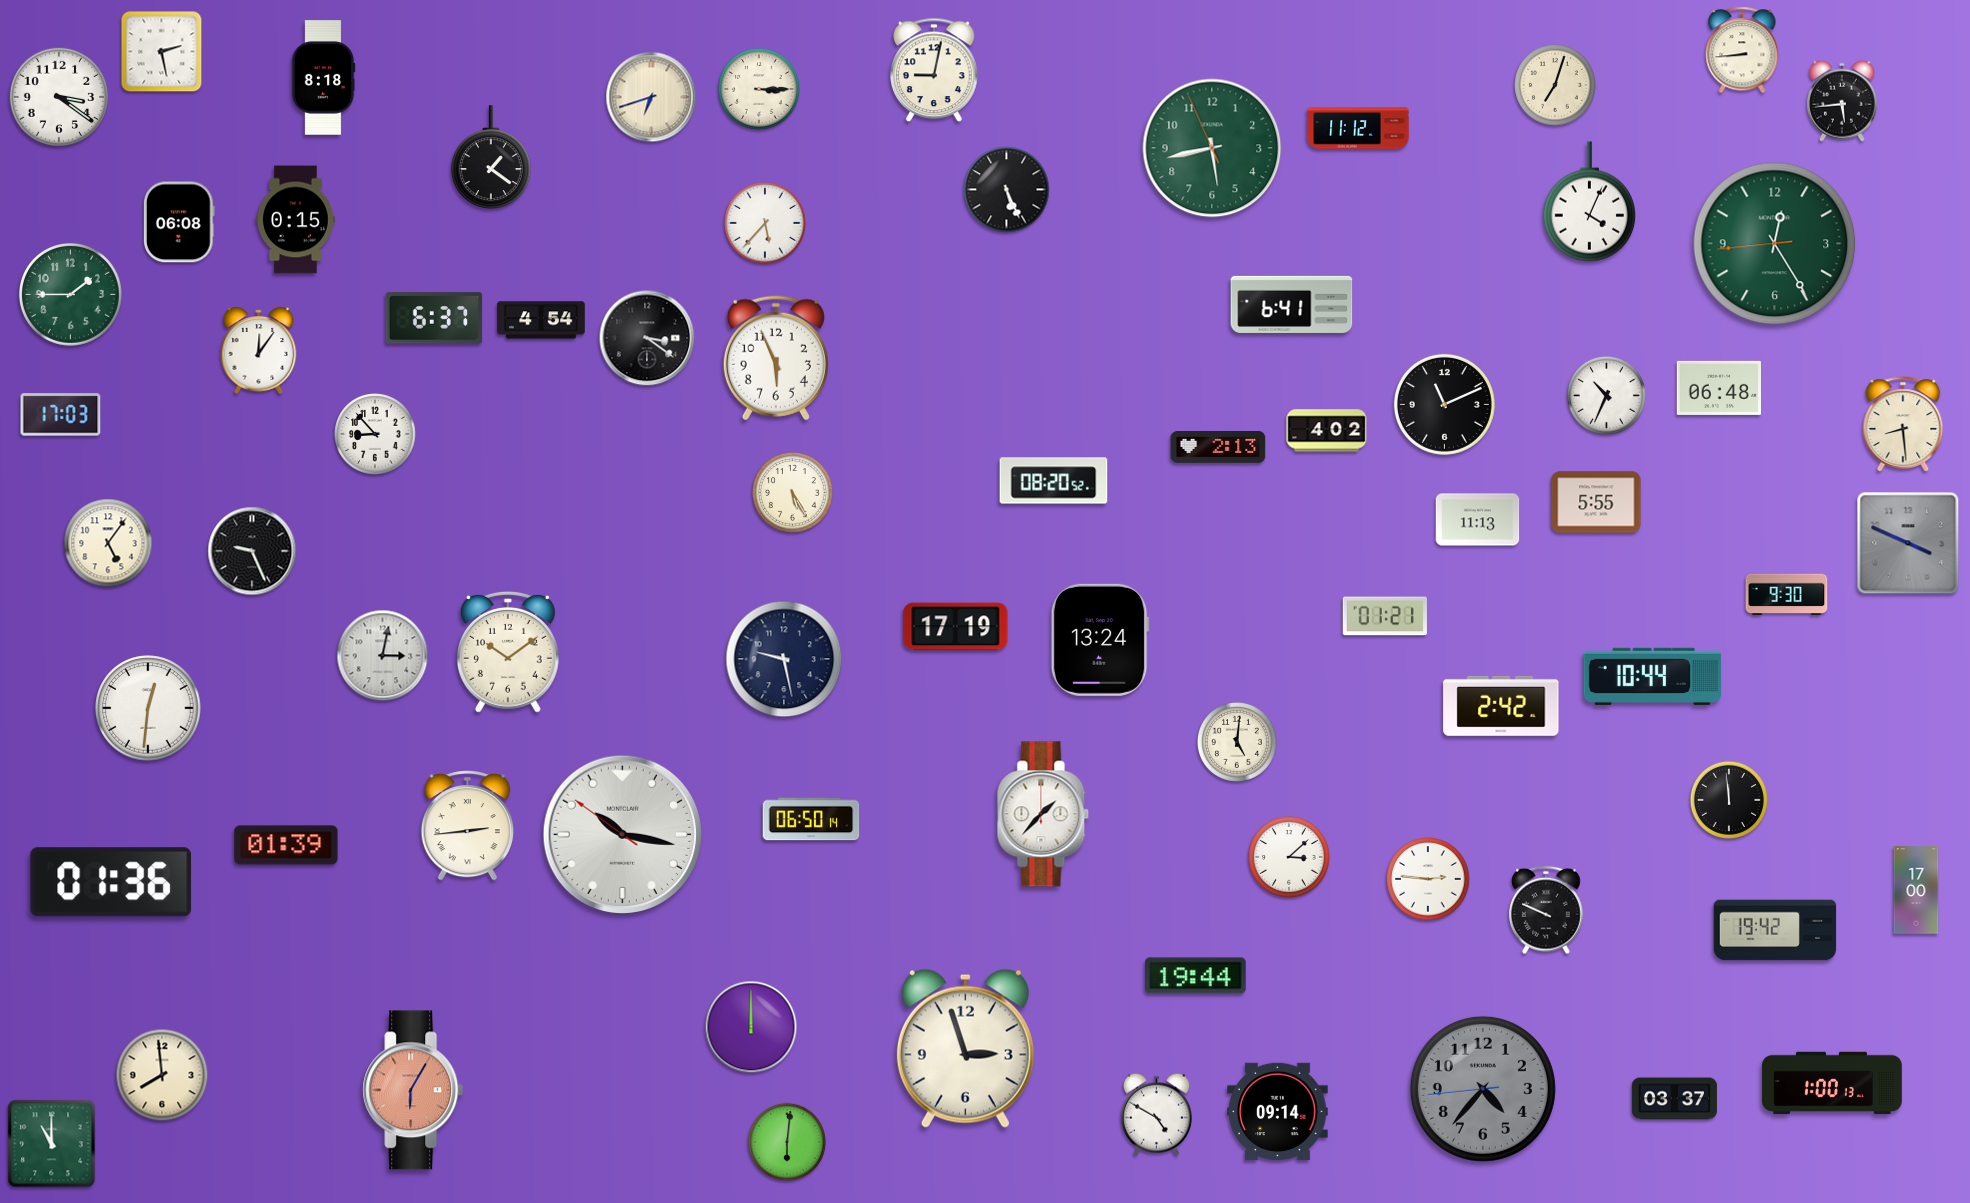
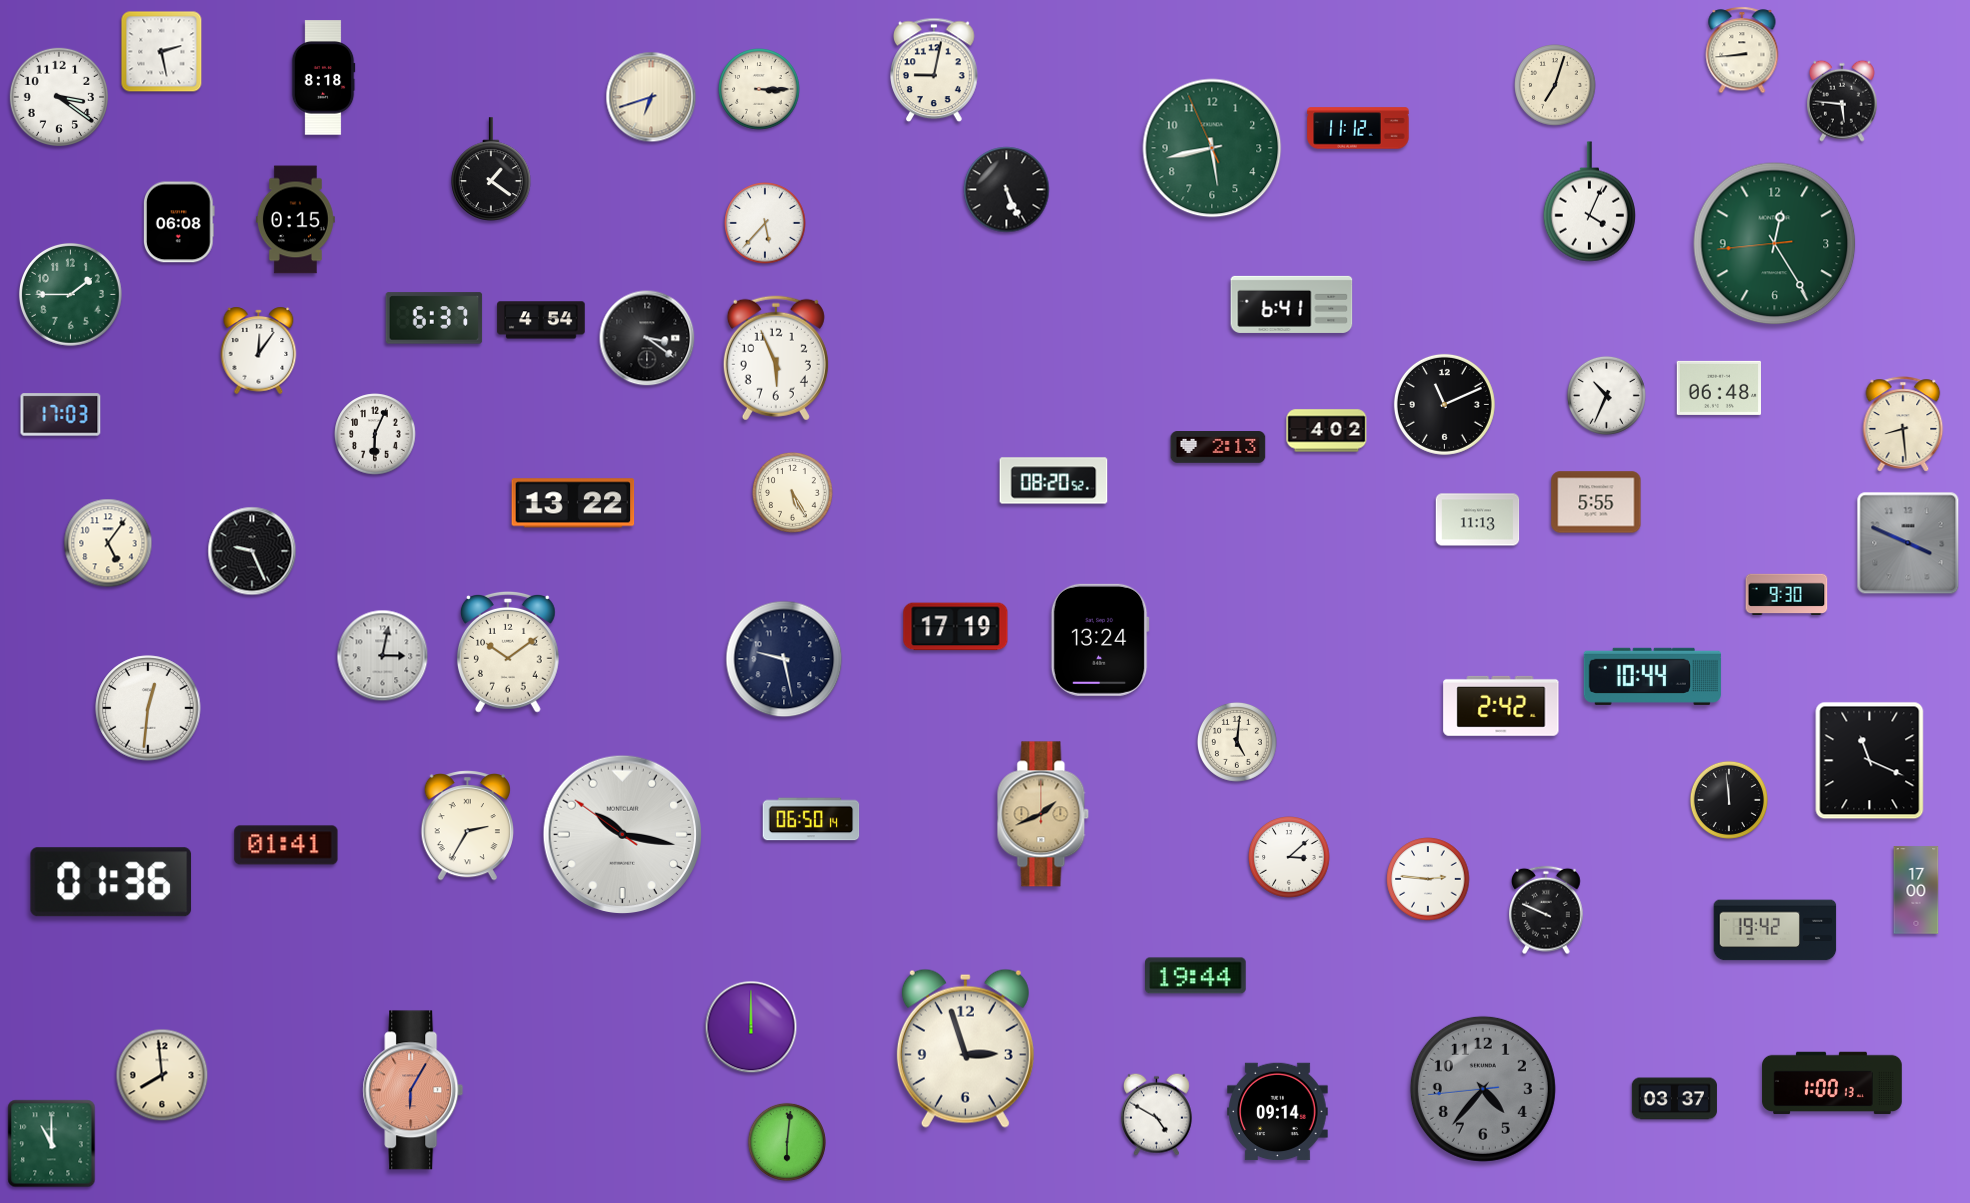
clock at (1843, 101): 5:44 -> 5:46
clock at (492, 157) position: (492, 157) -> (492, 169)
clock at (375, 434): 8:53 -> 6:04
clock at (573, 503): none -> 13:22
clock at (1385, 616): 01:21 -> none
clock at (1870, 761): none -> 11:19
clock at (1043, 814): 1:37 -> 1:41
clock at (1043, 814) dial: white -> champagne
clock at (467, 826): 2:44 -> 2:35
clock at (286, 845): 01:39 -> 01:41
